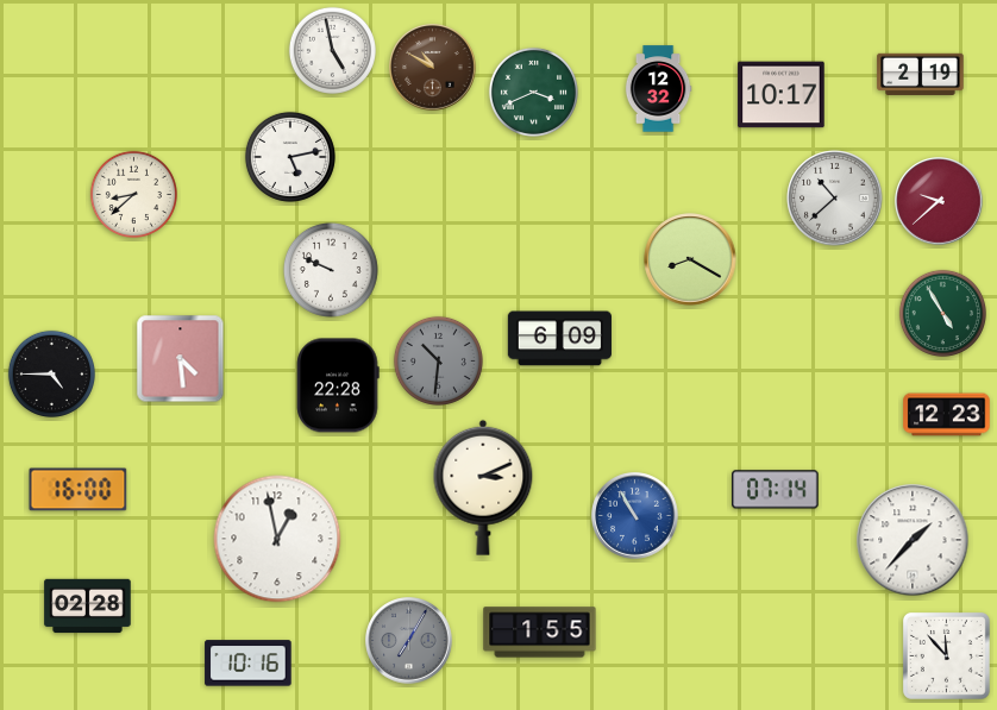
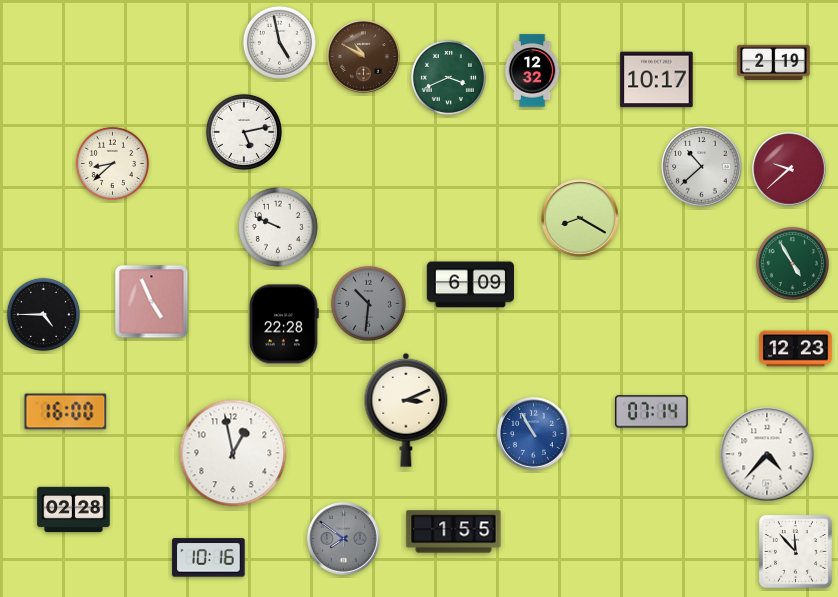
clock at (658, 89) position: (658, 89) -> (532, 71)
clock at (181, 359): 4:29 -> 4:56
clock at (913, 540): 1:37 -> 4:37
clock at (409, 641): 7:05 -> 7:51
